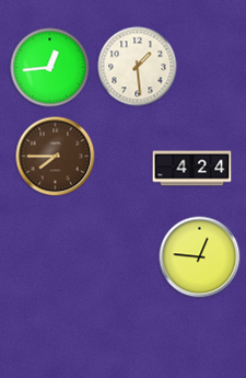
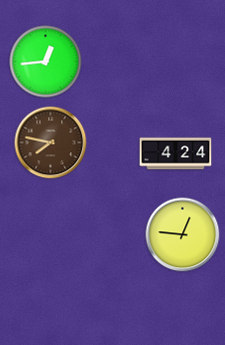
clock at (138, 67): 1:29 -> none
clock at (56, 157): 7:45 -> 7:47
